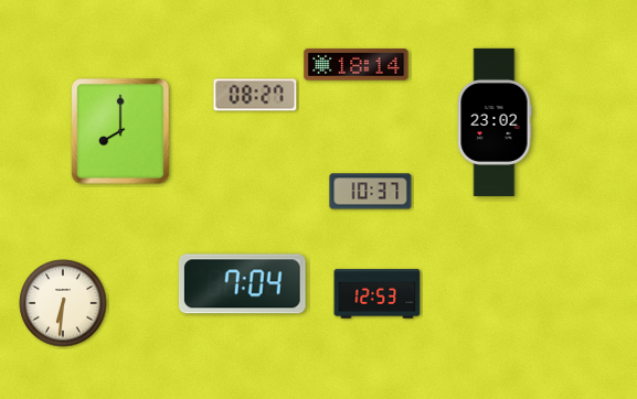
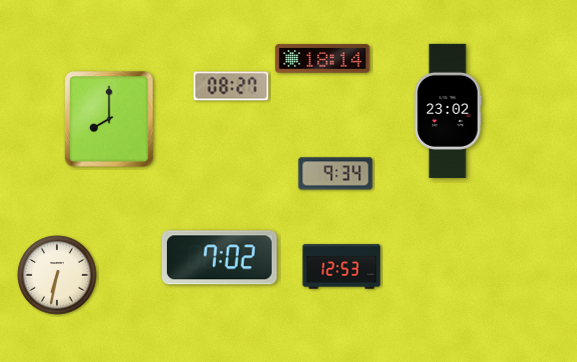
clock at (371, 192): 10:37 -> 9:34
clock at (242, 284): 7:04 -> 7:02
clock at (63, 303): 6:31 -> 6:32
